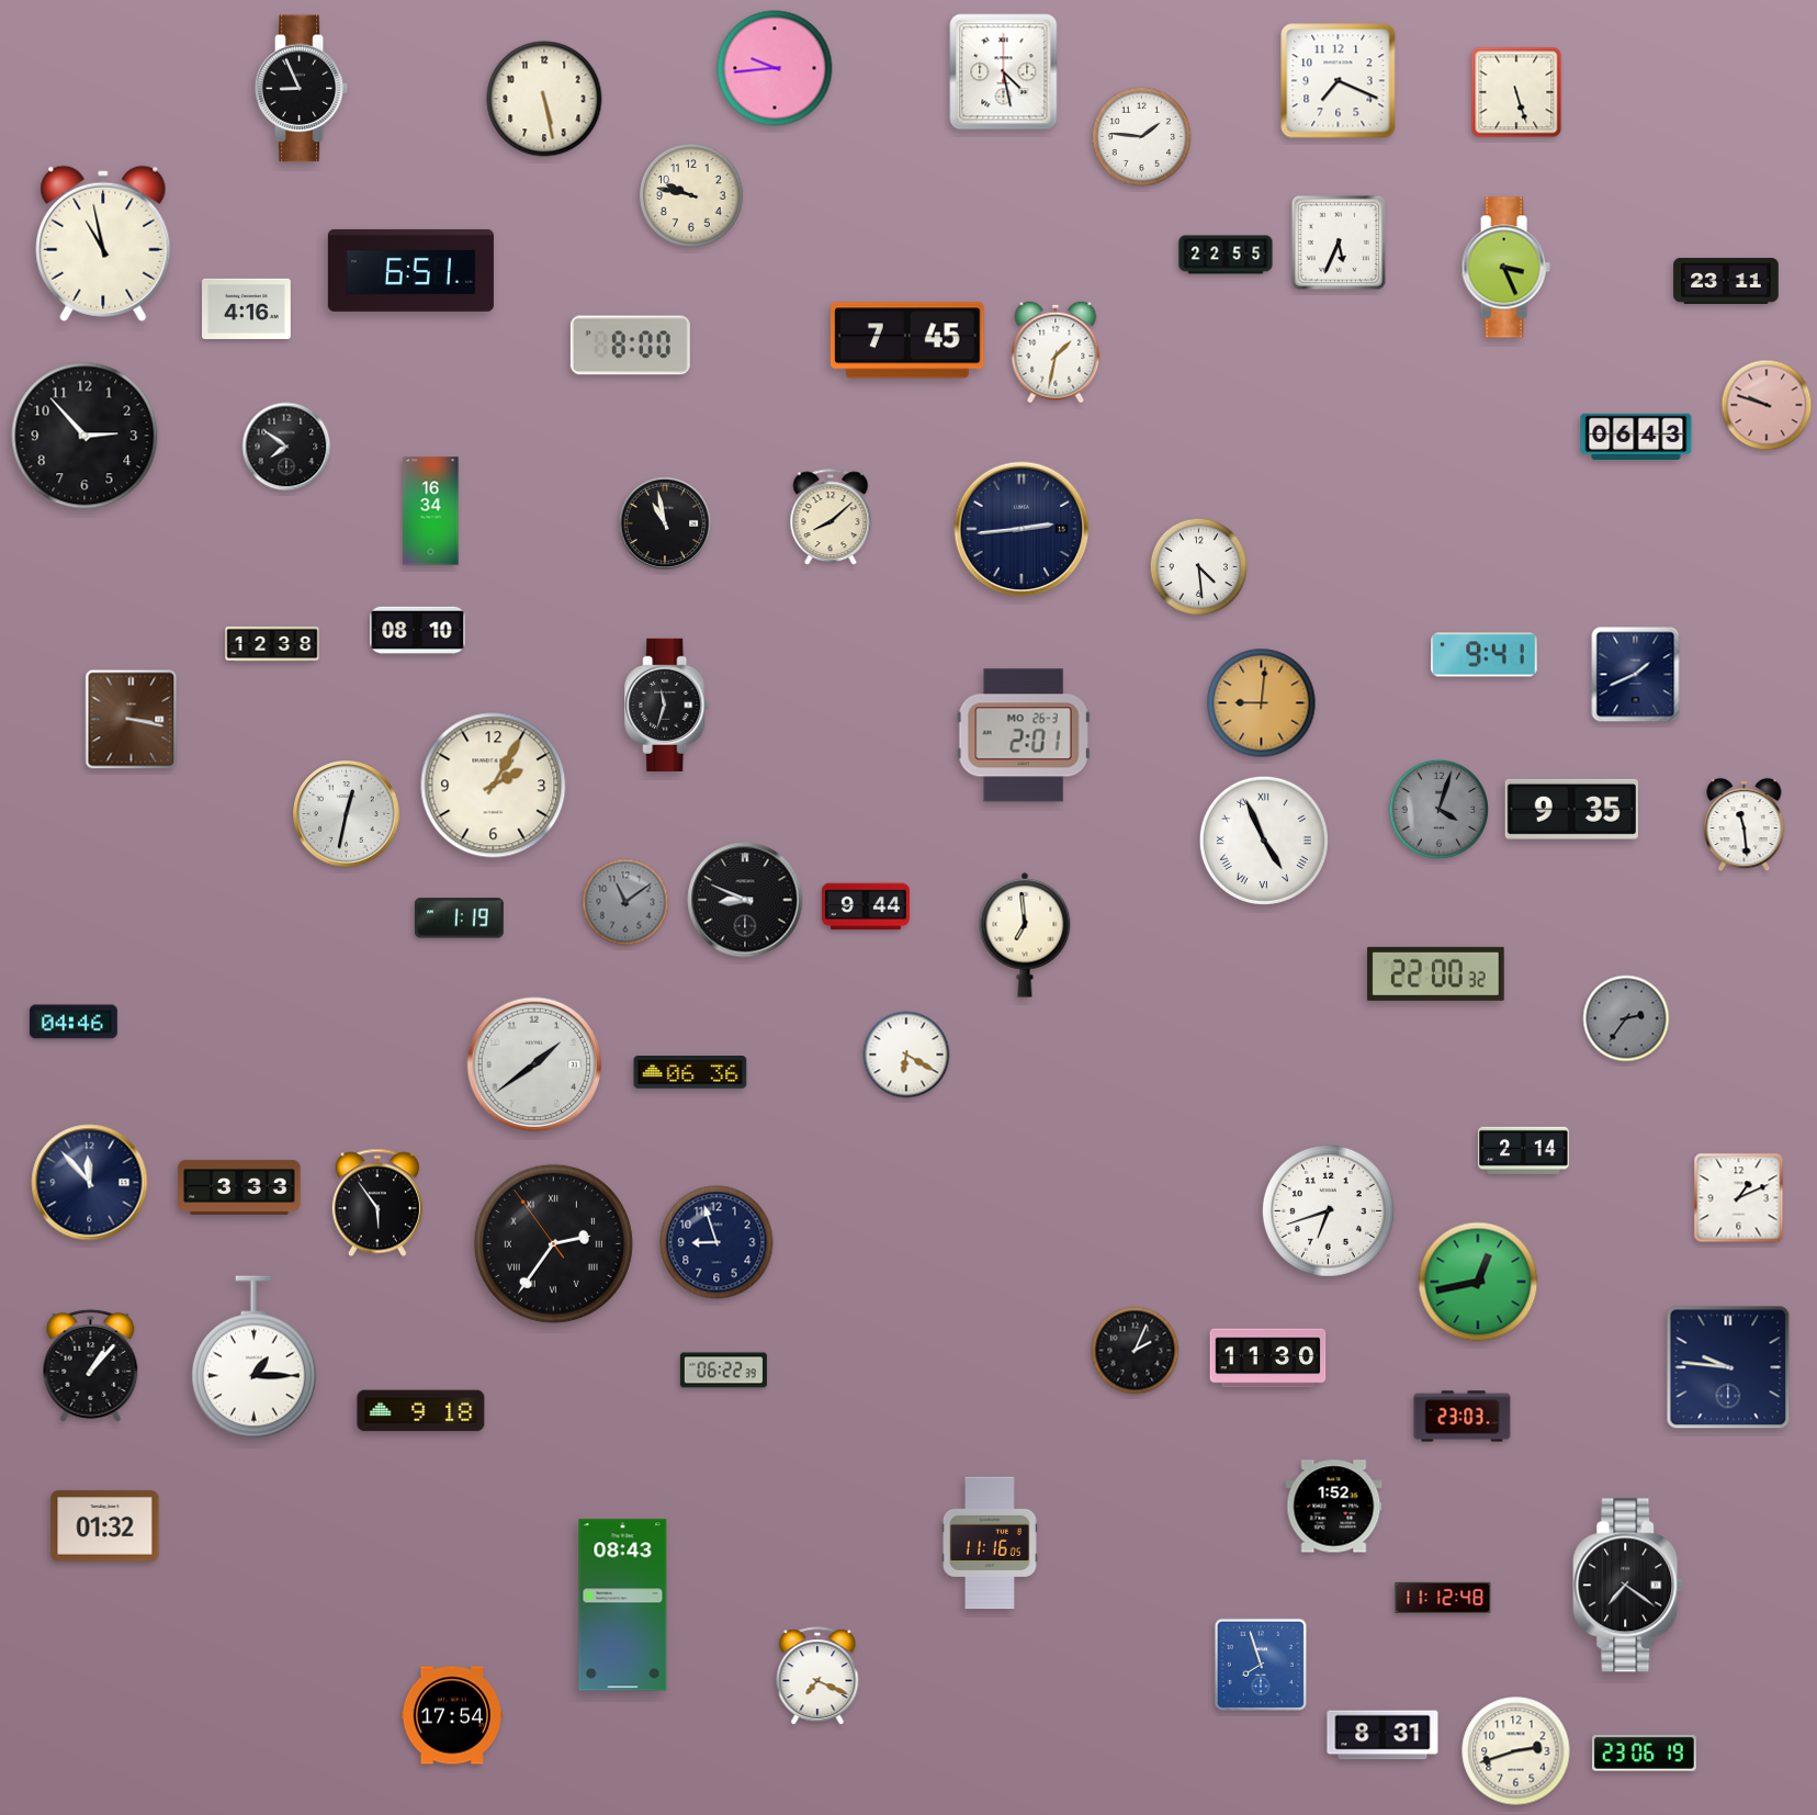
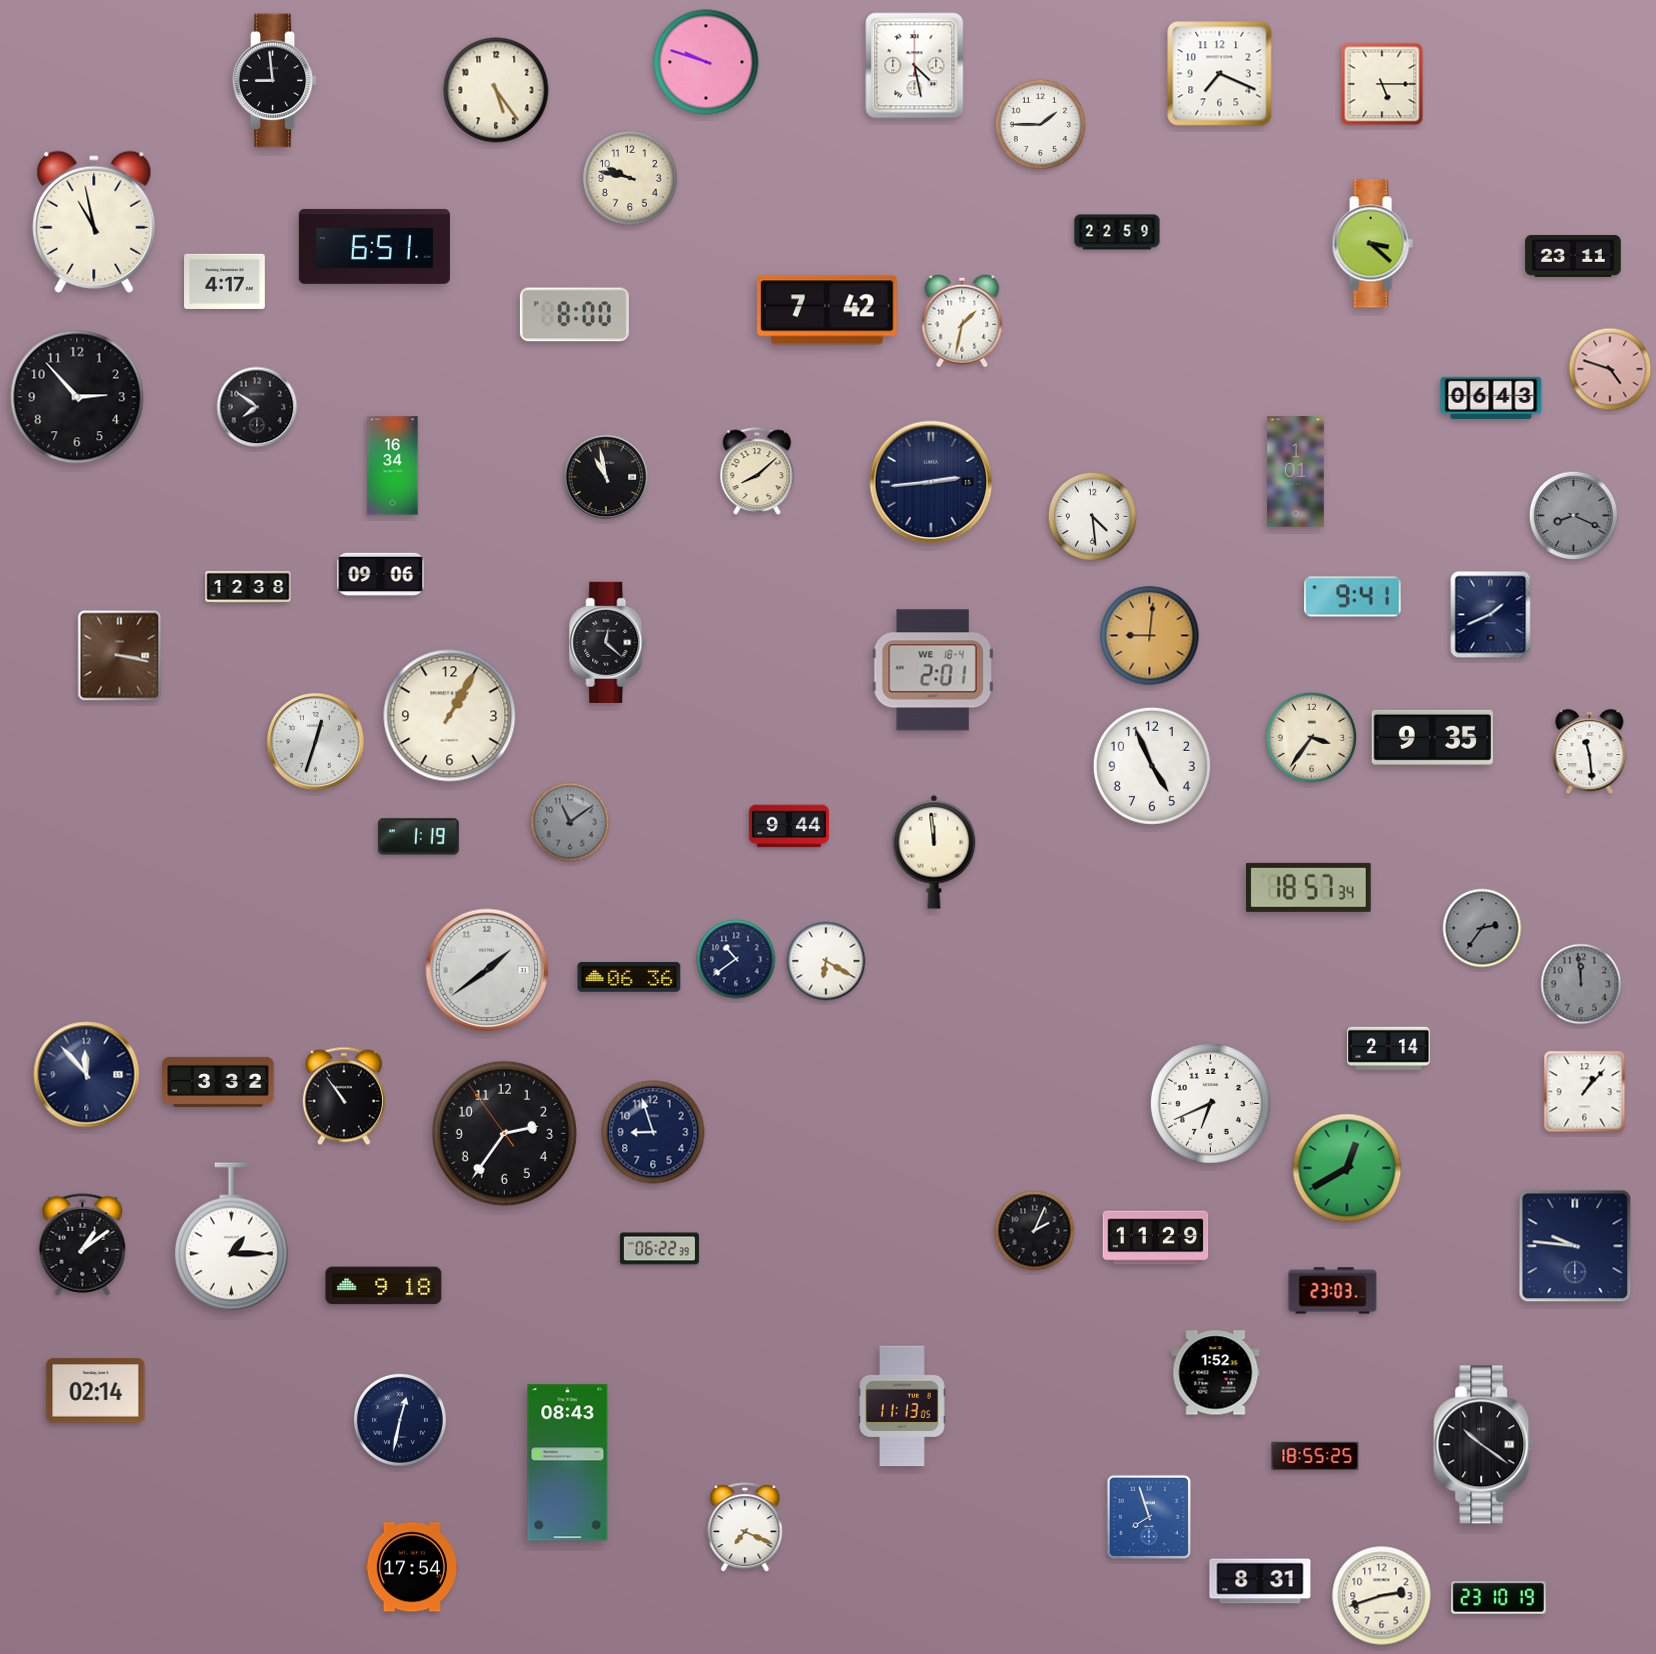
clock at (775, 68): 9:44 -> 9:48
clock at (302, 89): 8:56 -> 8:59
clock at (1516, 92): 5:27 -> 5:15
clock at (544, 99): 5:28 -> 5:24
clock at (1141, 136): 1:46 -> 1:45
clock at (1339, 243): 5:34 -> none
clock at (1226, 255): 22:55 -> 22:59
clock at (1505, 268): 3:26 -> 3:22
clock at (247, 308): 4:16 -> 4:17
clock at (909, 340): 7:45 -> 7:42
clock at (1767, 405): 9:48 -> 4:48
clock at (286, 447) position: (286, 447) -> (257, 407)
clock at (1296, 472): none -> 1:01
clock at (1574, 516): none -> 8:19
clock at (418, 631): 08:10 -> 09:06
clock at (1262, 703) position: (1262, 703) -> (1150, 636)
clock at (667, 704): 11:33 -> 12:22
clock at (1024, 735) date: MO 26-3 -> WE 18-4
clock at (494, 786): 2:05 -> 1:05
clock at (1438, 809): 4:03 -> 3:36
clock at (1438, 809) dial: grey -> cream
clock at (347, 814): 12:32 -> 12:33
clock at (1264, 841) numerals: Roman -> Arabic
clock at (745, 900): 8:49 -> none
clock at (1025, 935): 6:59 -> 11:59
clock at (1436, 973): 22:00 -> 18:57
clock at (74, 1022): 04:46 -> none
clock at (736, 959): none -> 10:39
clock at (1581, 984): none -> 11:59
clock at (90, 1183) position: (90, 1183) -> (87, 1075)
clock at (239, 1187): 3:33 -> 3:32
clock at (1739, 1198): 1:11 -> 1:07
clock at (377, 1203): 5:54 -> 10:54
clock at (1328, 1210): 6:42 -> 6:41
clock at (553, 1243) numerals: Roman -> Arabic
clock at (1478, 1282): 12:43 -> 12:40
clock at (1268, 1359): 11:30 -> 11:29
clock at (91, 1365): 1:07 -> 1:09
clock at (105, 1526): 01:32 -> 02:14
clock at (990, 1543): 11:16 -> 11:13
clock at (400, 1420): none -> 12:32
clock at (1628, 1586): 7:21 -> 10:21
clock at (1443, 1598): 11:12 -> 18:55
clock at (451, 1715) position: (451, 1715) -> (411, 1567)
clock at (1644, 1754): 23:06 -> 23:10
